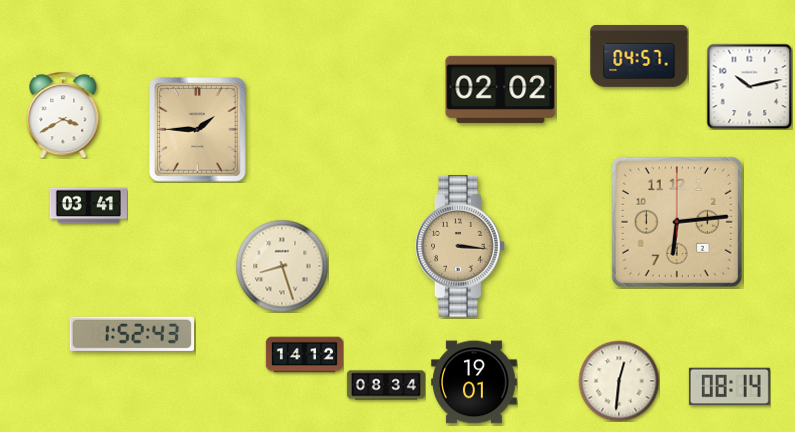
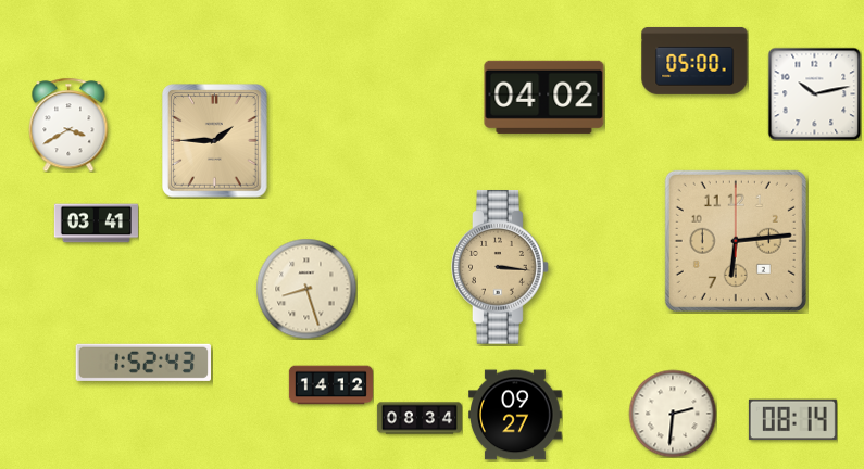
clock at (639, 56): 04:57 -> 05:00
clock at (501, 89): 02:02 -> 04:02
clock at (619, 381): 12:31 -> 2:31
clock at (474, 382): 19:01 -> 09:27
